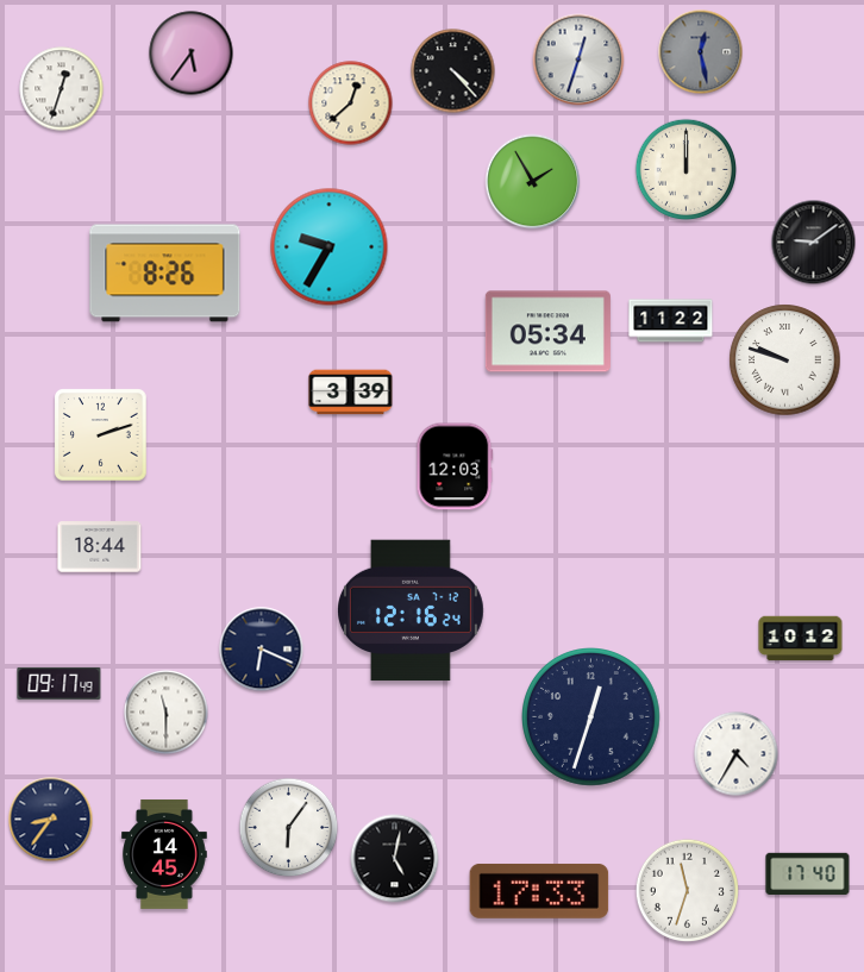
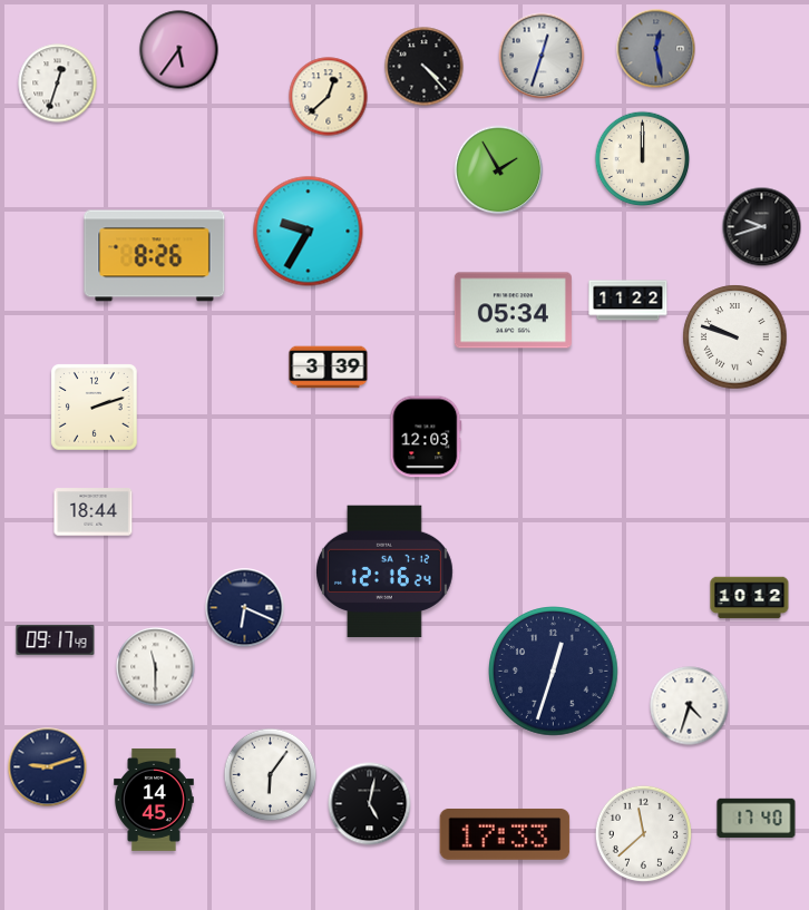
clock at (814, 243): 9:09 -> 9:42
clock at (737, 754): 4:35 -> 4:33
clock at (51, 820): 8:36 -> 9:12
clock at (687, 890): 11:33 -> 11:38
